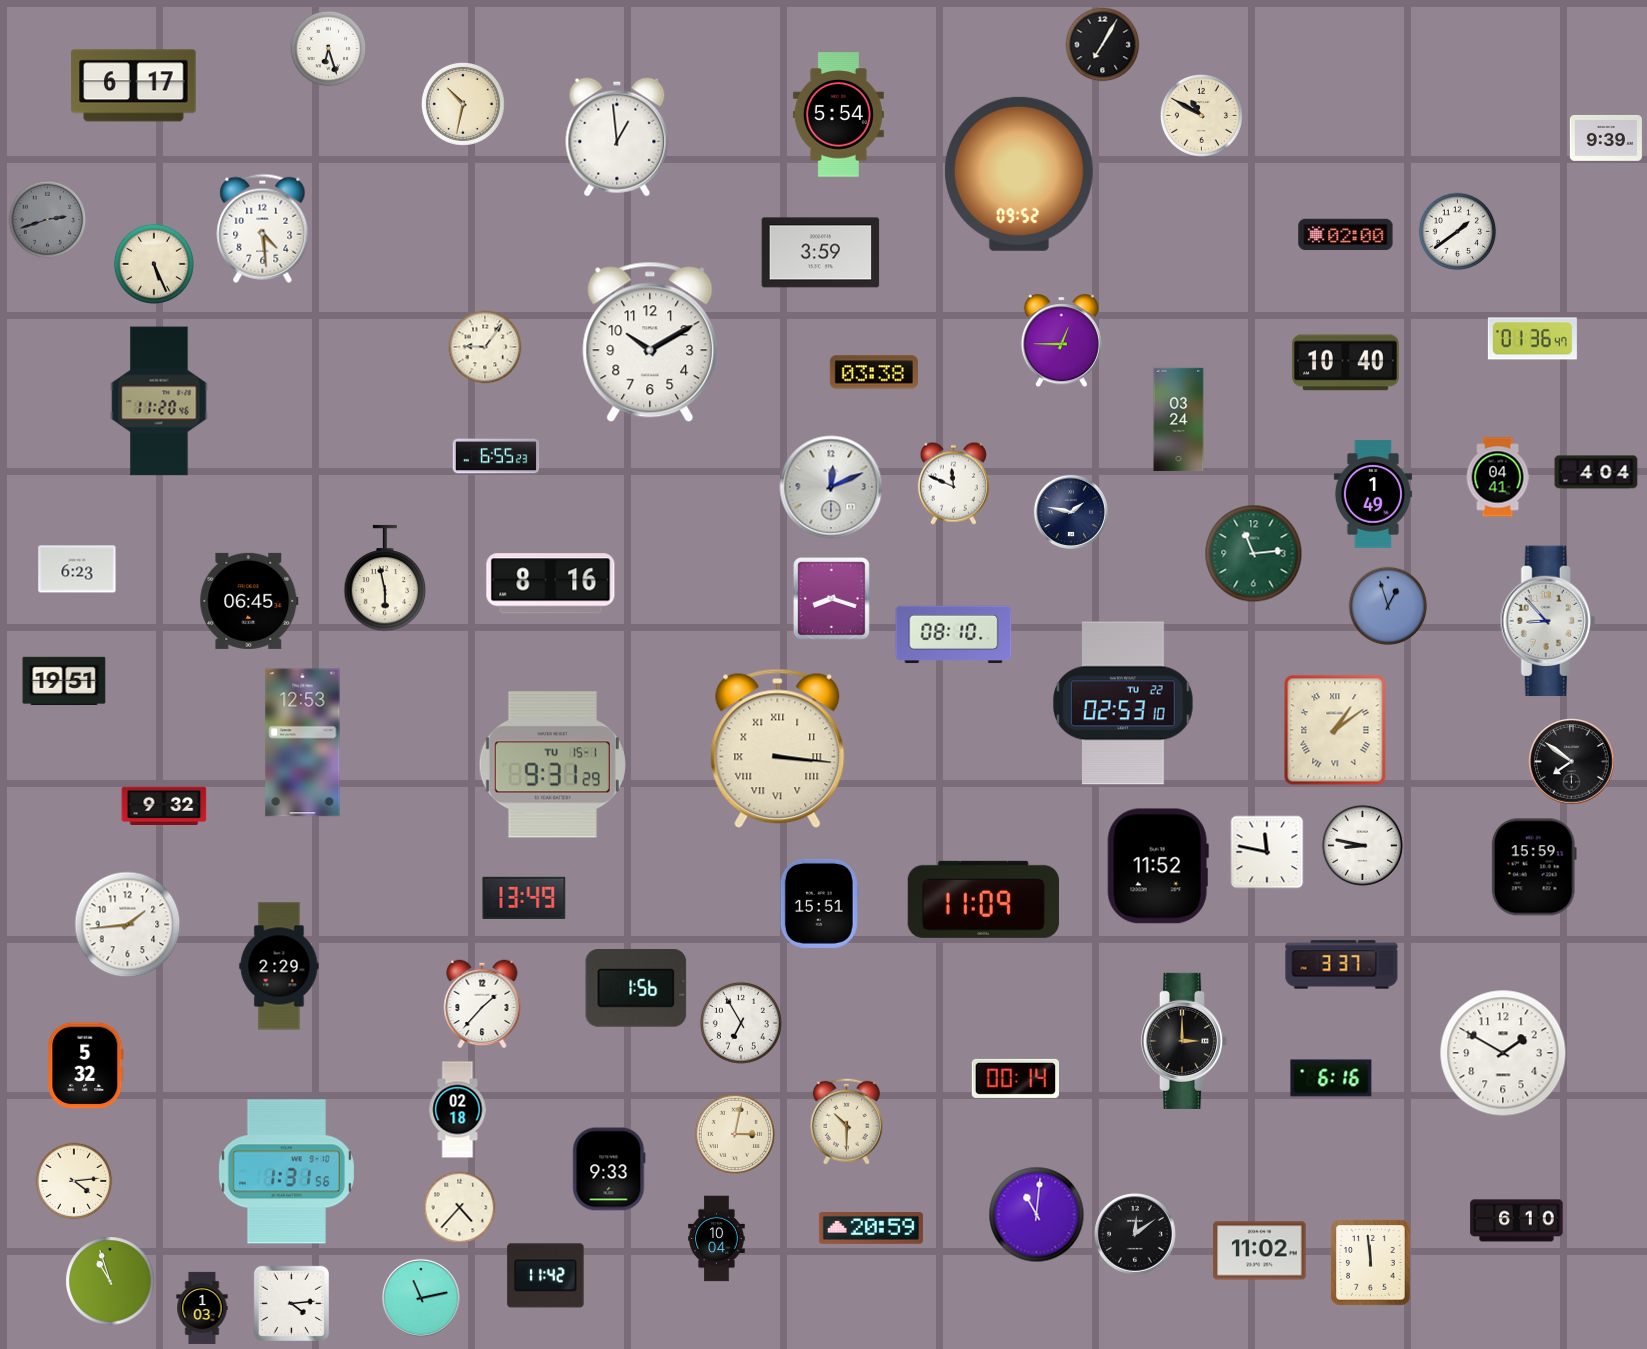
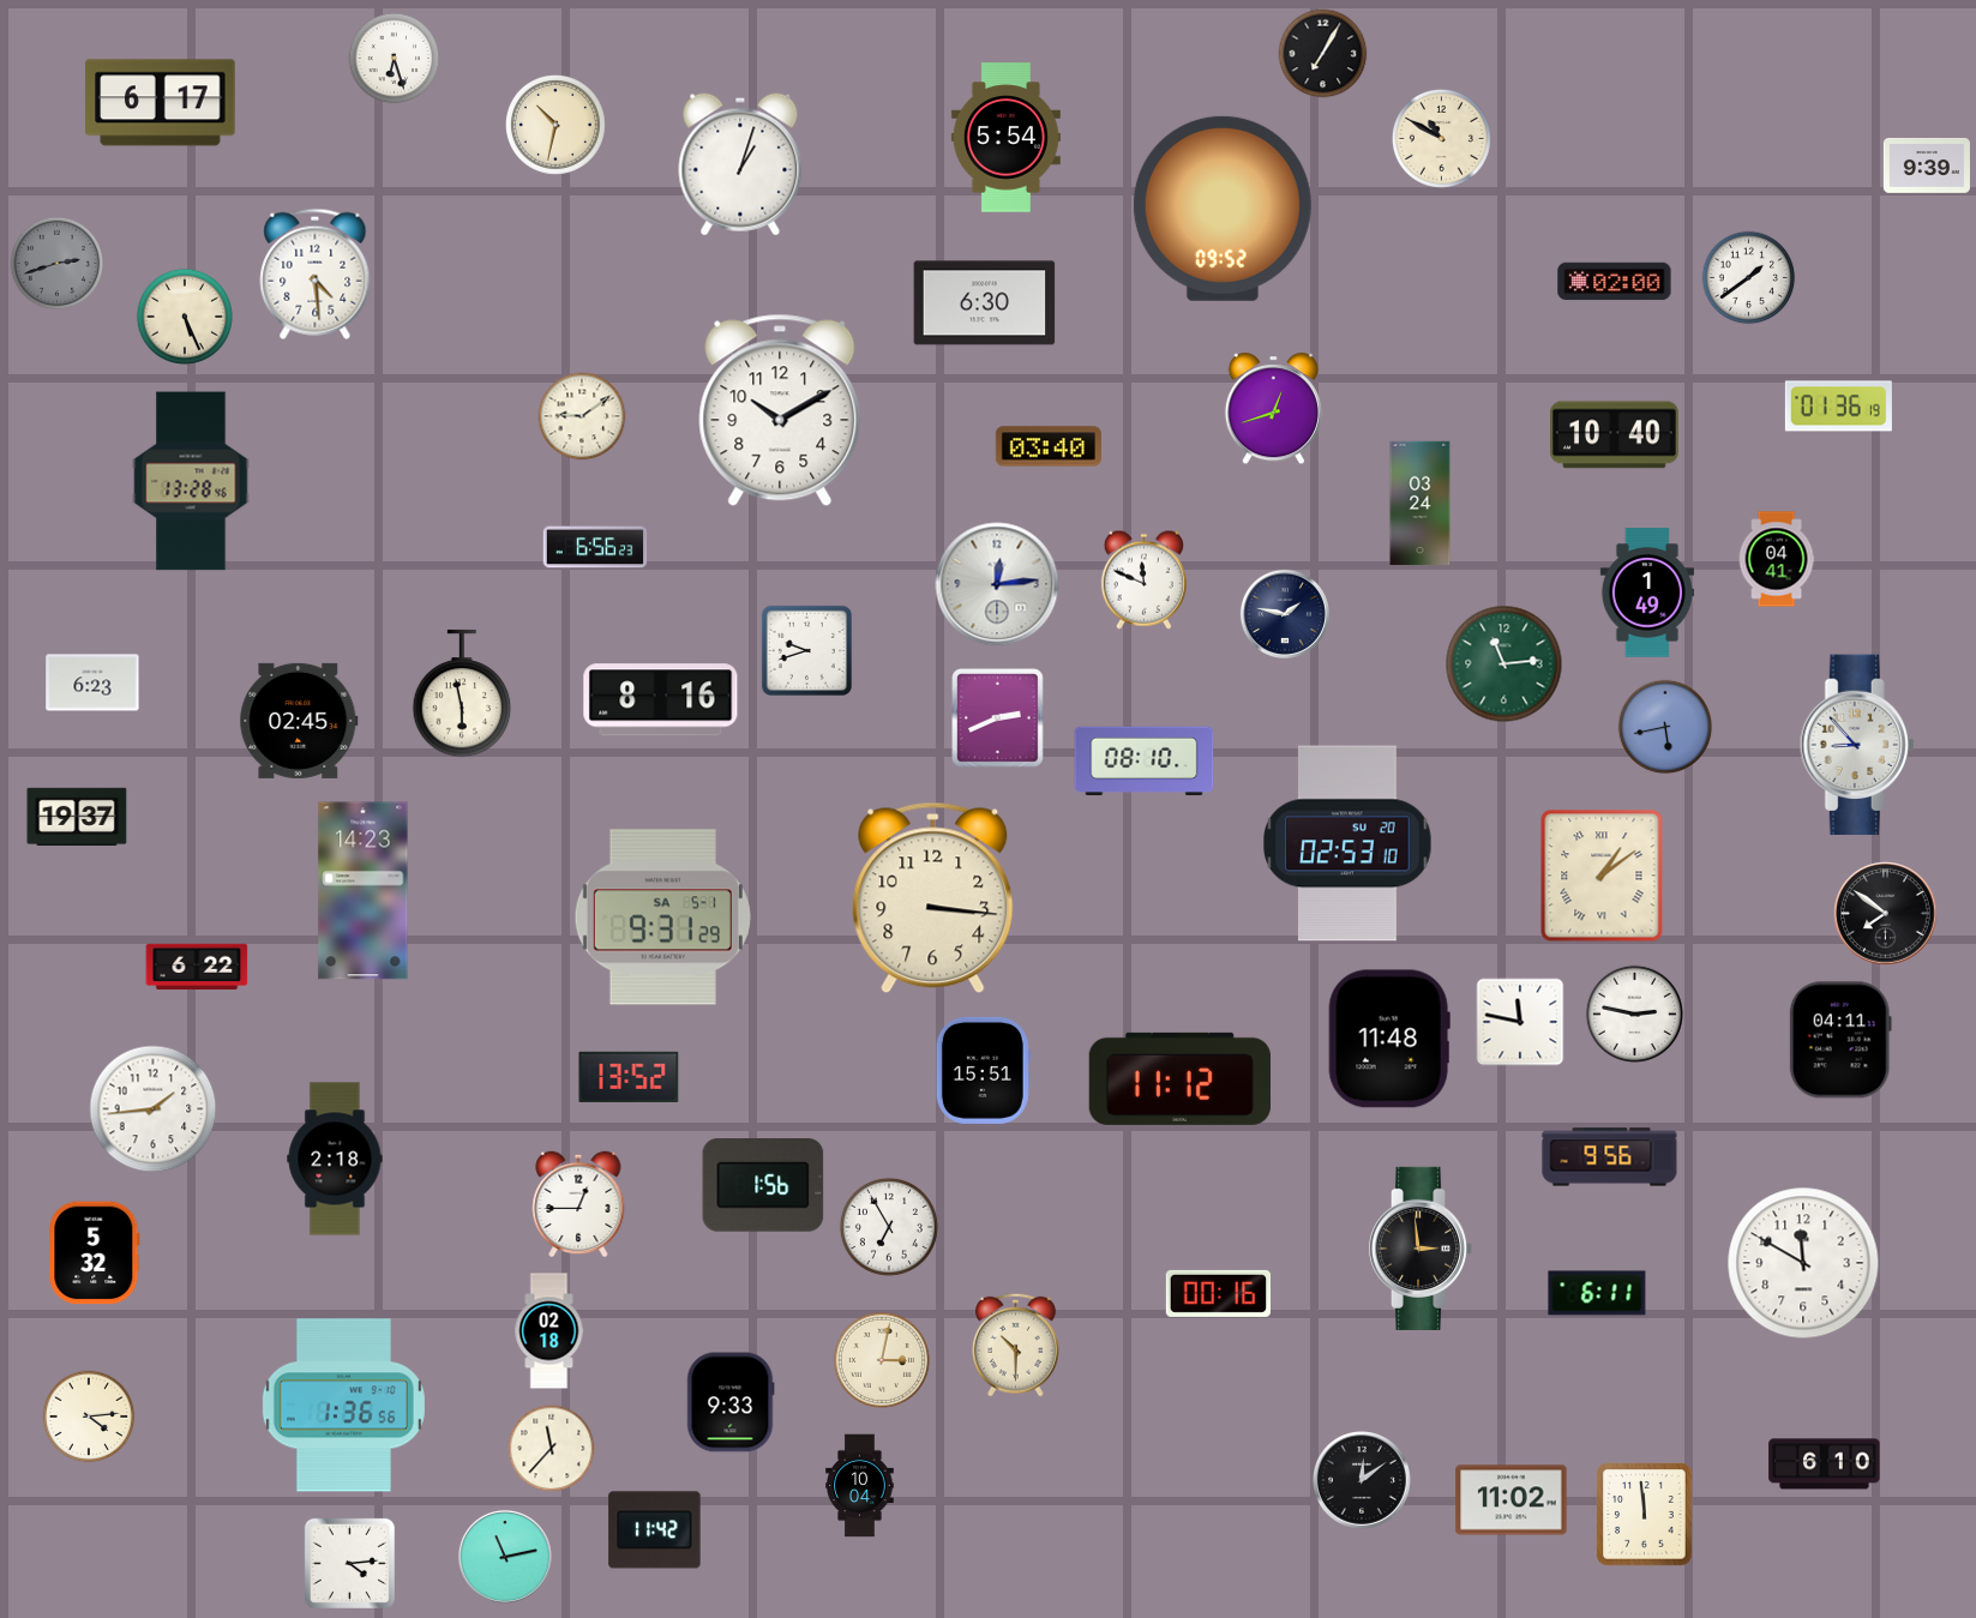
clock at (617, 137): 12:59 -> 1:03
clock at (821, 253): 3:59 -> 6:30
clock at (1532, 339): 01:36:47 -> 01:36:19
clock at (1061, 341): 12:45 -> 12:42
clock at (485, 347): 9:06 -> 9:09
clock at (874, 372): 03:38 -> 03:40
clock at (159, 401): 11:20 -> 13:28
clock at (1179, 420) position: (1179, 420) -> (1421, 504)
clock at (496, 456): 6:55 -> 6:56
clock at (1596, 472): 4:04 -> none
clock at (1498, 477) position: (1498, 477) -> (1777, 559)
clock at (831, 487): 12:11 -> 12:14
clock at (806, 650): none -> 9:42
clock at (832, 599): 8:18 -> 2:41
clock at (249, 601): 06:45 -> 02:45
clock at (1388, 606): 12:57 -> 5:43
clock at (64, 681): 19:51 -> 19:37
clock at (1123, 703) date: TU 22 -> SU 20
clock at (303, 743): 12:53 -> 14:23
clock at (778, 749) numerals: Roman -> Arabic
clock at (552, 765) date: TU 15-1 -> SA 5-1
clock at (164, 805): 9:32 -> 6:22
clock at (1362, 845): 8:47 -> 2:47
clock at (1158, 866): 11:52 -> 11:48
clock at (1534, 867): 15:59 -> 04:11
clock at (524, 898): 13:49 -> 13:52
clock at (983, 899): 11:09 -> 11:12
clock at (819, 903) position: (819, 903) -> (983, 1070)
clock at (1342, 965): 3:37 -> 9:56
clock at (279, 966): 2:29 -> 2:18
clock at (482, 1004): 1:37 -> 12:45
clock at (1184, 1041): 3:00 -> 2:59
clock at (1503, 1053): 1:50 -> 11:50
clock at (86, 1066) position: (86, 1066) -> (95, 1253)
clock at (1015, 1078): 00:14 -> 00:16
clock at (1331, 1078): 6:16 -> 6:11
clock at (286, 1172): 1:31 -> 1:36
clock at (460, 1208): 4:37 -> 11:37
clock at (1037, 1215): 11:01 -> none
clock at (1517, 1221) position: (1517, 1221) -> (1825, 1464)
clock at (871, 1229): 20:59 -> none
clock at (110, 1281): 10:57 -> none
clock at (202, 1308): 1:03 -> none
